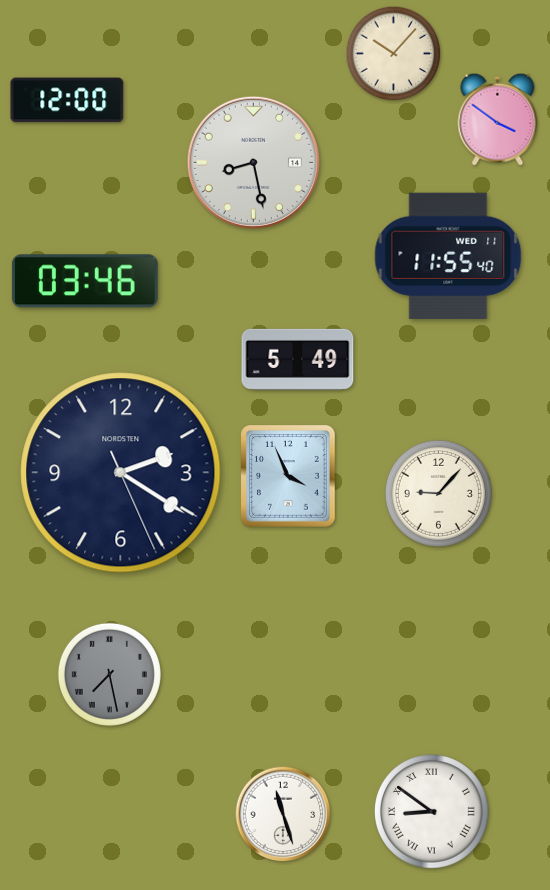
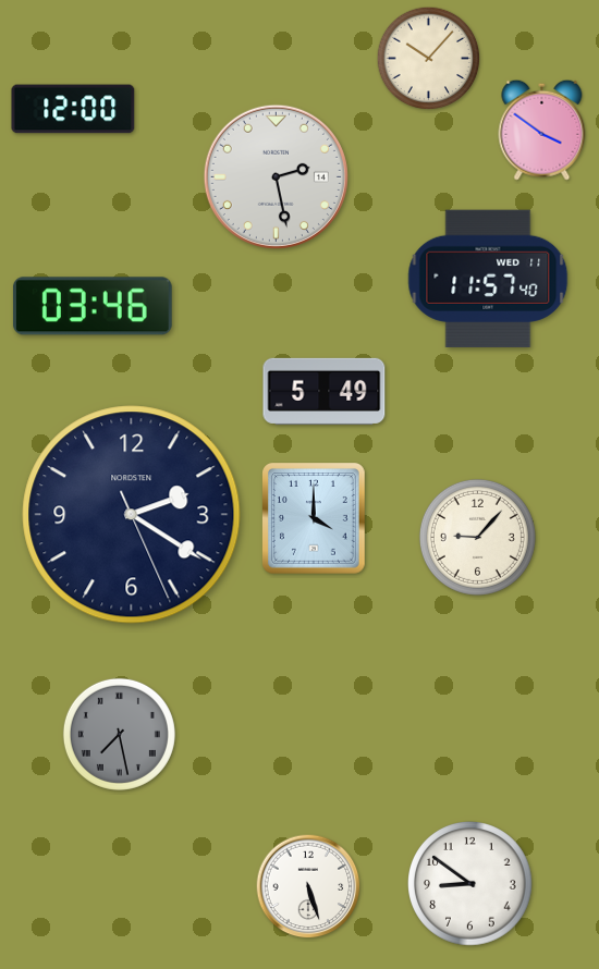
clock at (253, 162): 8:28 -> 2:28
clock at (448, 256): 11:55 -> 11:57
clock at (289, 477): 3:56 -> 4:00
clock at (432, 812) numerals: Roman -> Arabic
clock at (283, 814): 11:27 -> 5:27
